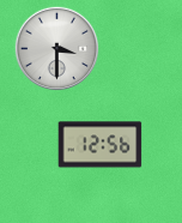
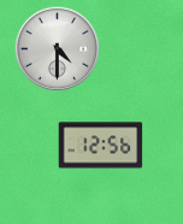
clock at (57, 49): 3:30 -> 4:30
